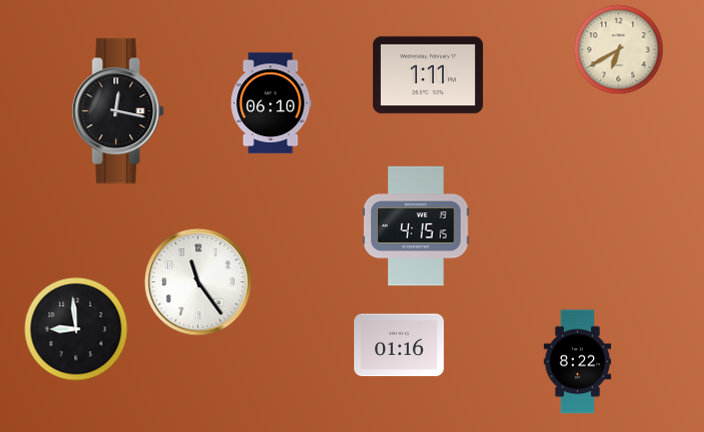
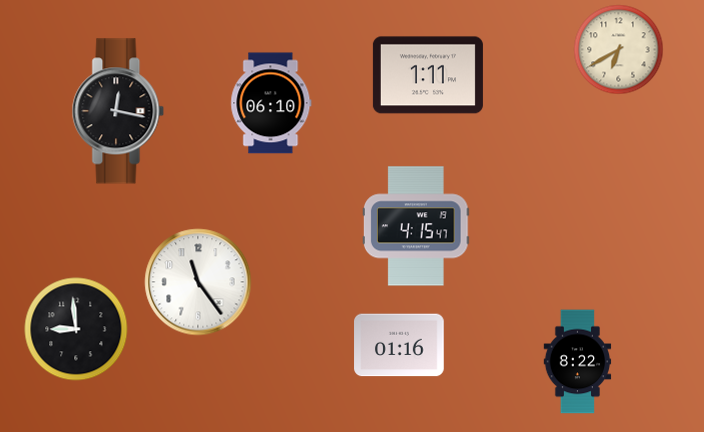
clock at (416, 226): 4:15:15 -> 4:15:47
